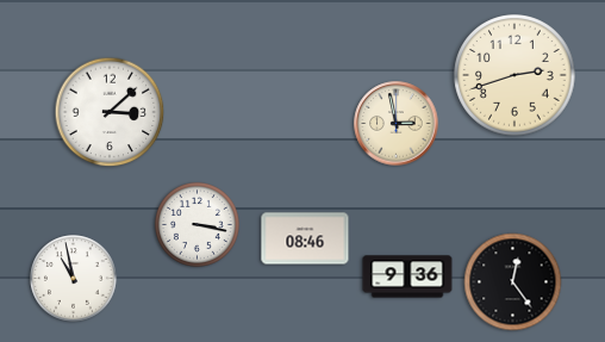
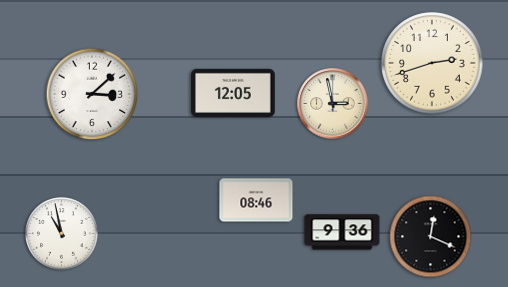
clock at (233, 93): none -> 12:05
clock at (197, 224): 3:17 -> none
clock at (513, 282): 12:24 -> 12:19
